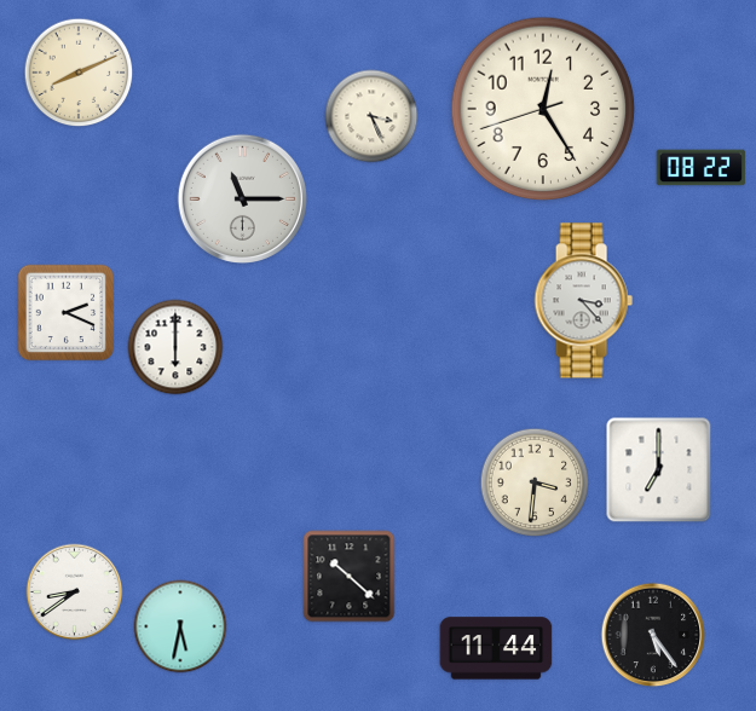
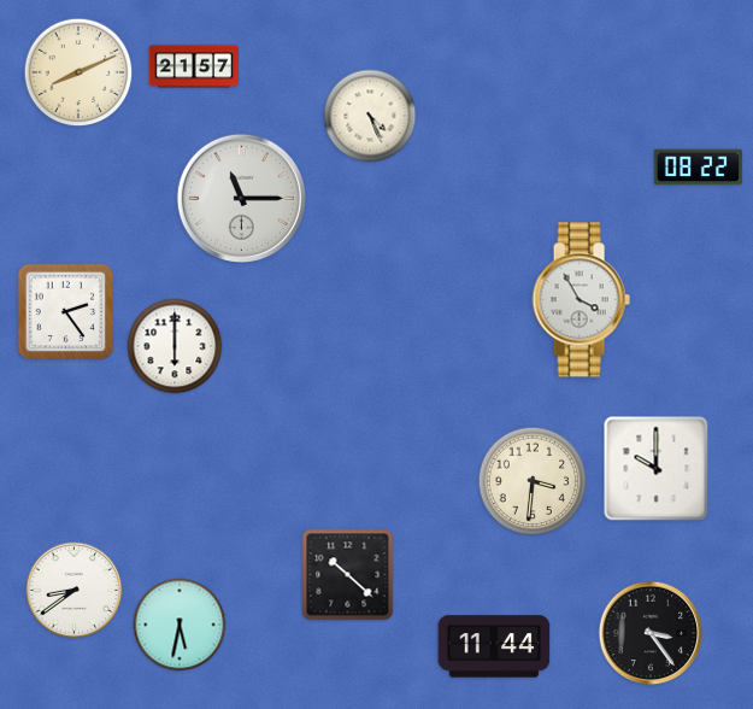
clock at (194, 66): none -> 21:57
clock at (543, 109): 12:24 -> none
clock at (371, 116): 3:26 -> 4:26
clock at (583, 301): 3:23 -> 3:55
clock at (67, 313): 2:19 -> 2:24
clock at (659, 470): 7:00 -> 10:00
clock at (653, 635): 5:24 -> 3:24
